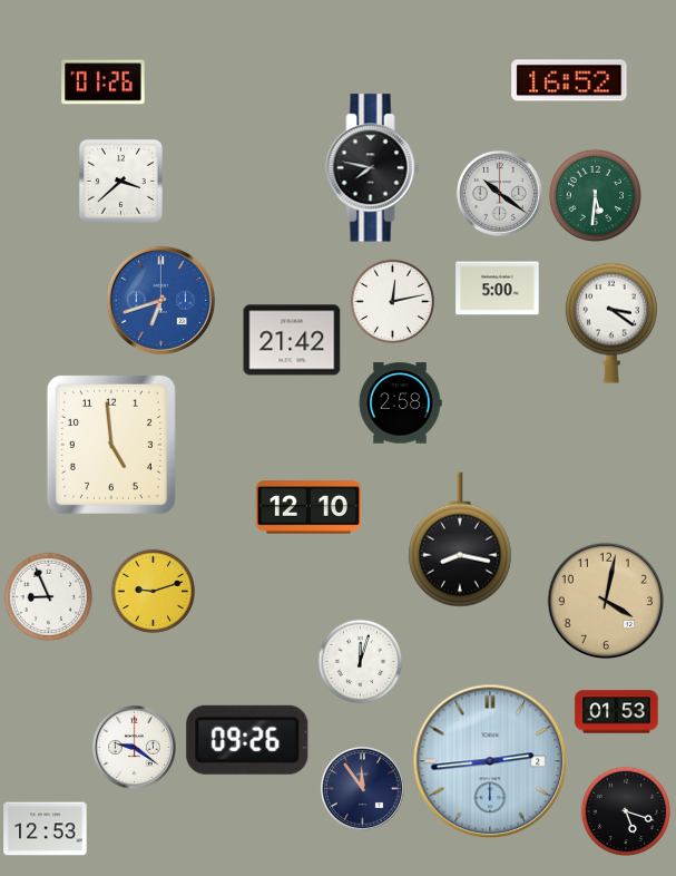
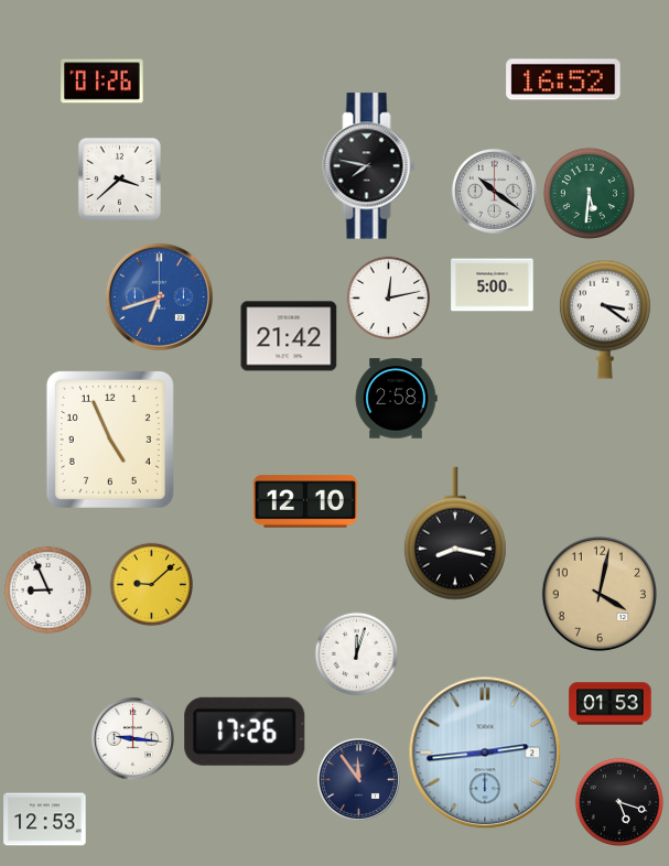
clock at (111, 445): 4:59 -> 4:56
clock at (154, 592): 9:12 -> 9:08
clock at (247, 740): 09:26 -> 17:26
clock at (134, 747): 9:21 -> 9:16
